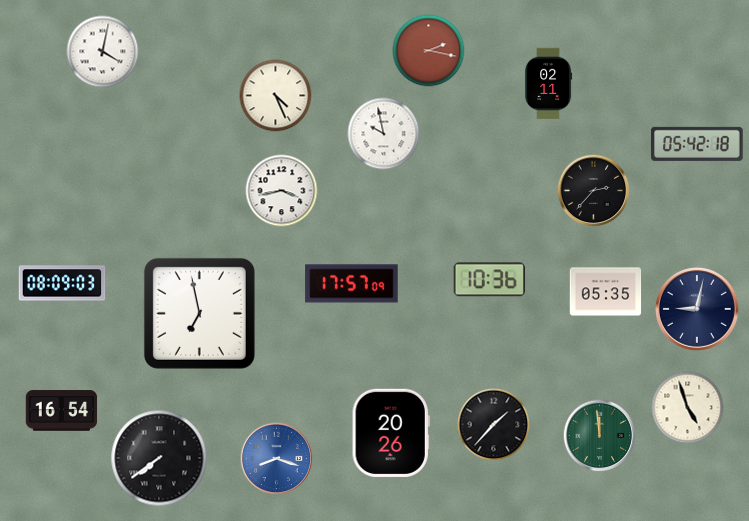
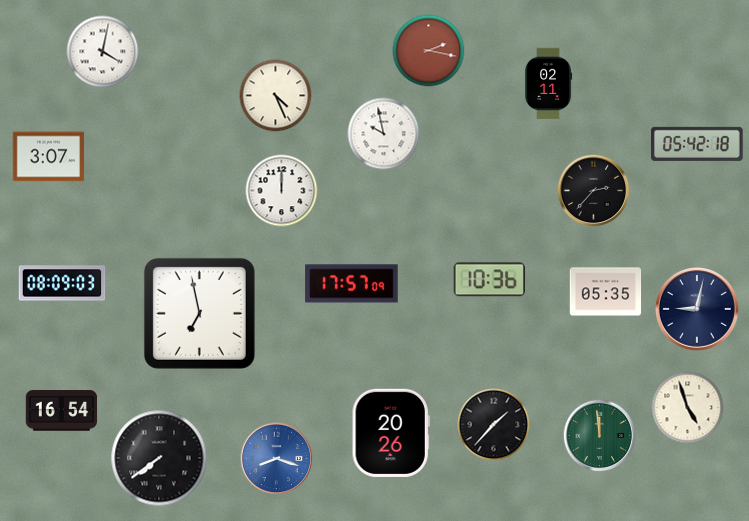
clock at (49, 157): none -> 3:07
clock at (282, 191): 3:43 -> 12:00
